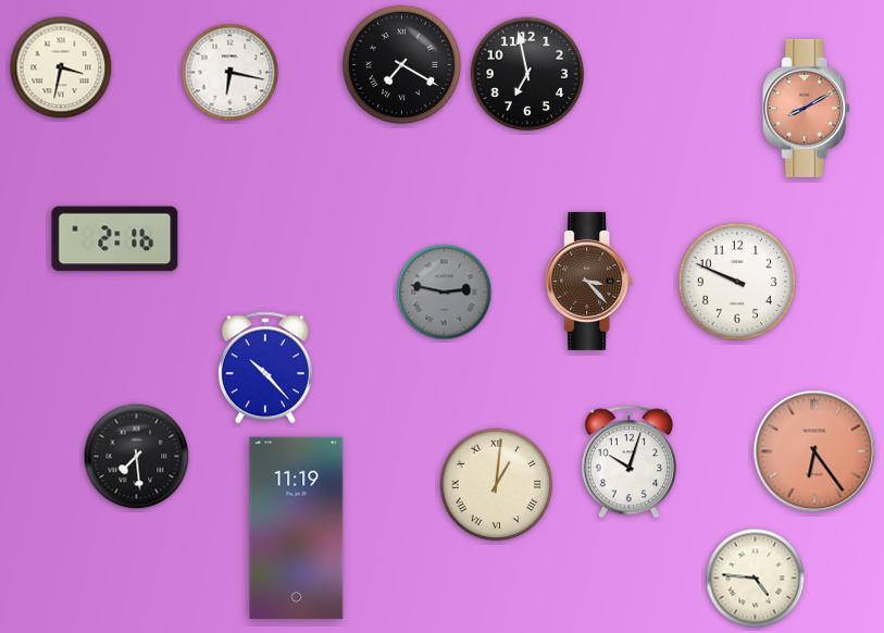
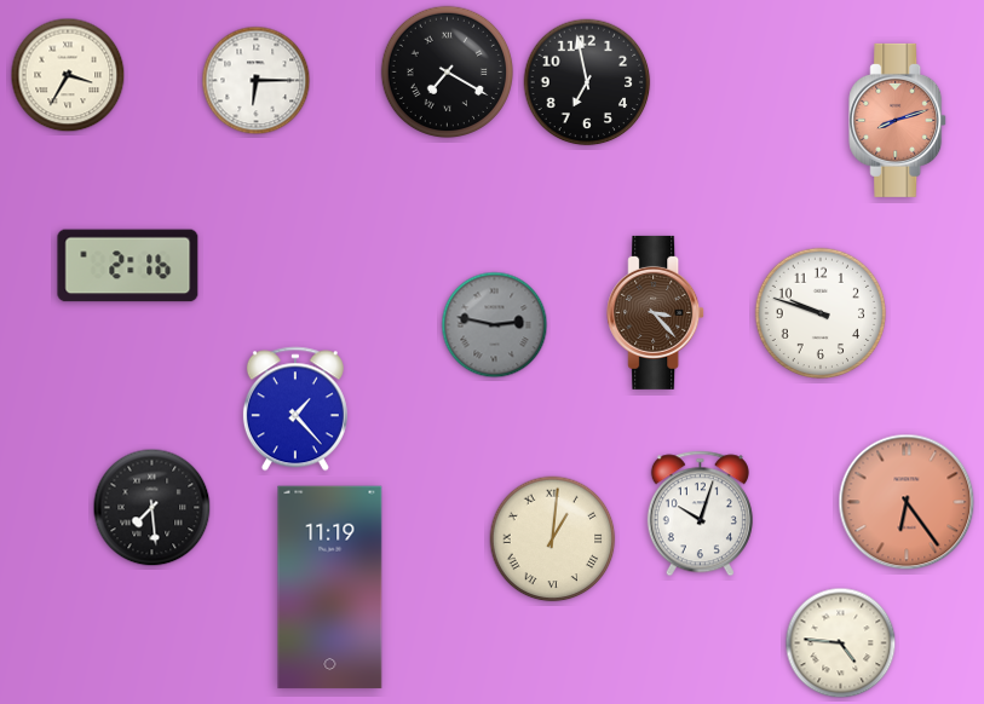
clock at (61, 67): 3:32 -> 3:35
clock at (231, 73): 6:17 -> 6:15
clock at (807, 108): 8:10 -> 8:12
clock at (737, 282): 9:49 -> 9:48
clock at (265, 368): 10:23 -> 1:23
